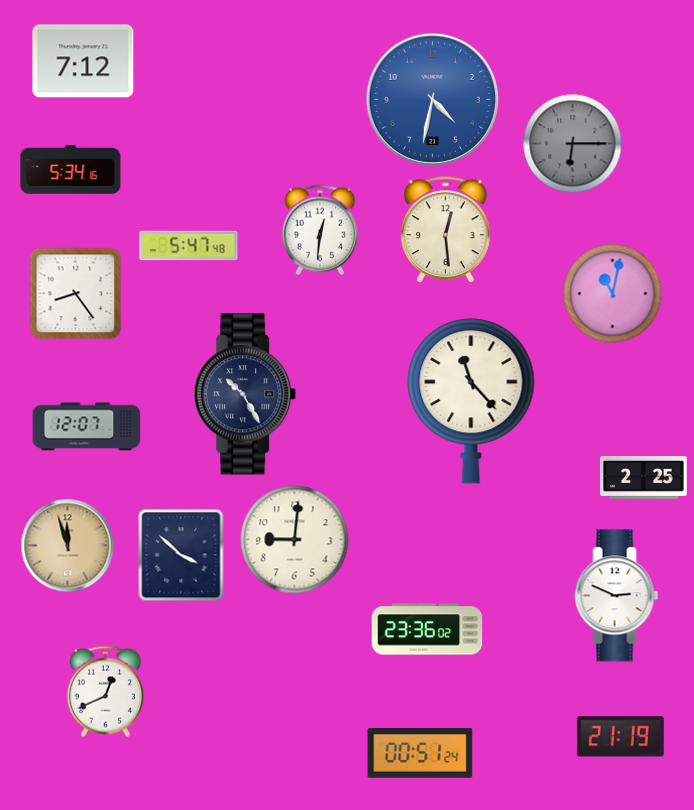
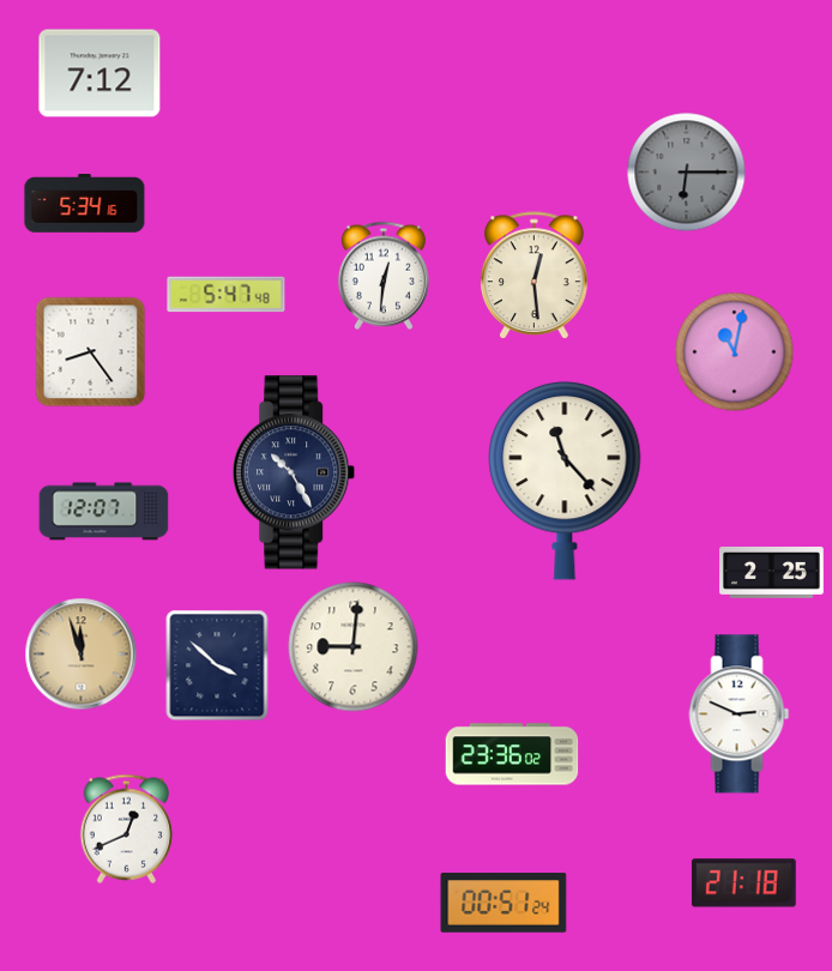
clock at (432, 99): 4:32 -> none
clock at (620, 737): 21:19 -> 21:18
